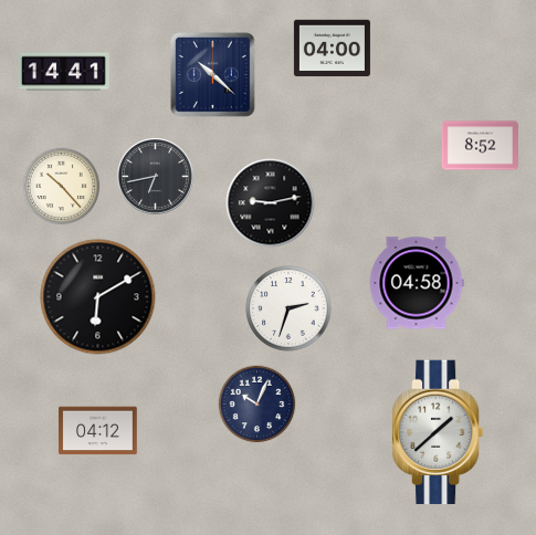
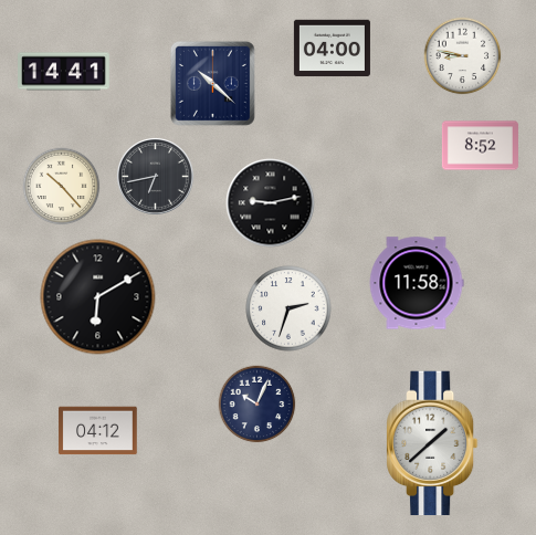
clock at (463, 56): none -> 8:47
clock at (212, 74) position: (212, 74) -> (212, 83)
clock at (417, 283): 04:58 -> 11:58
clock at (439, 432) position: (439, 432) -> (433, 443)
